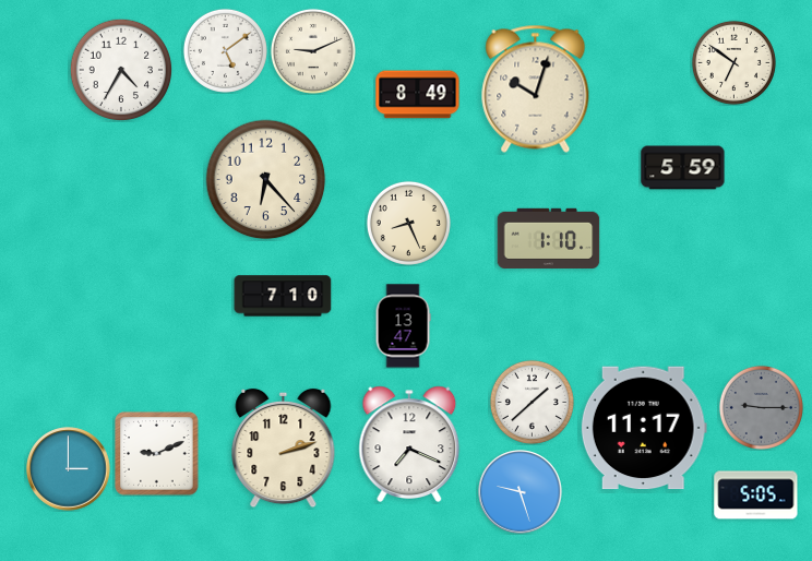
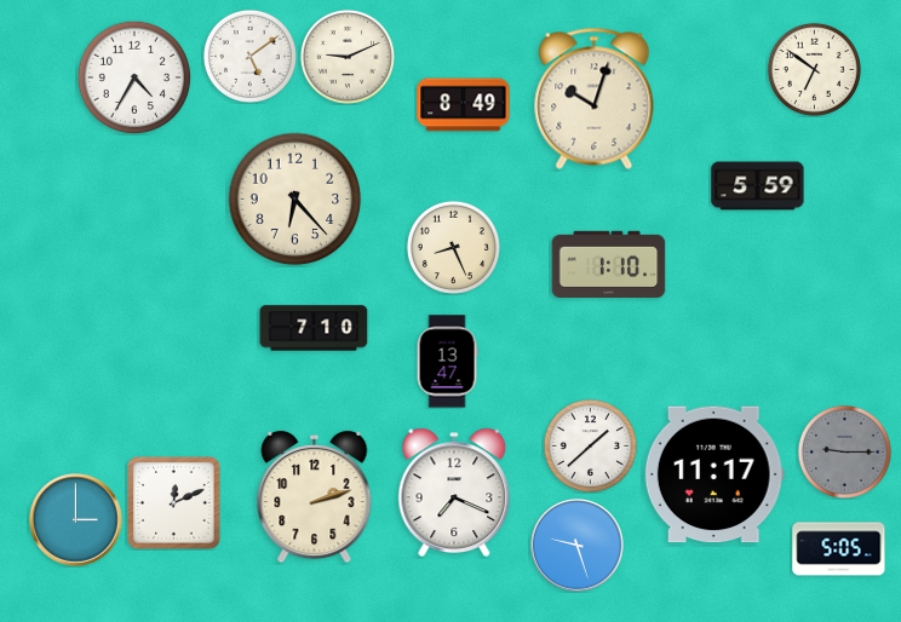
clock at (157, 454): 9:11 -> 12:11
